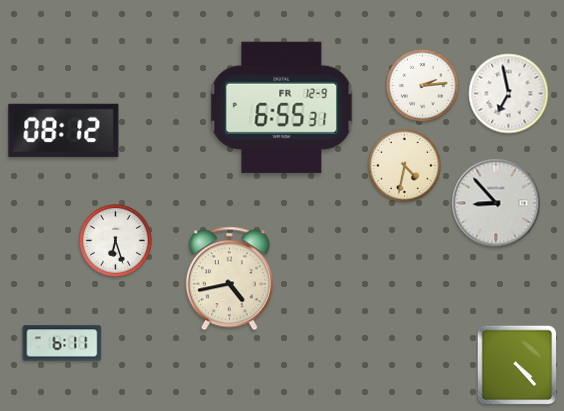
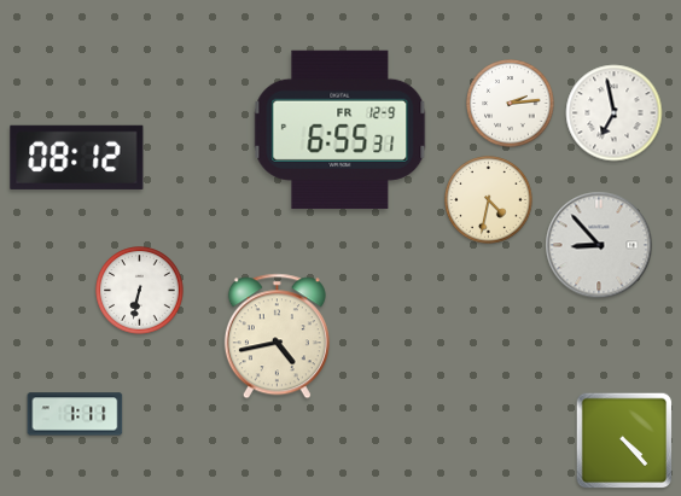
clock at (116, 241): 6:27 -> 6:32
clock at (62, 343): 6:11 -> 1:11
